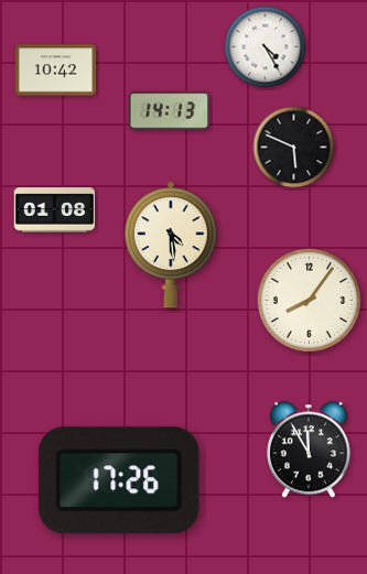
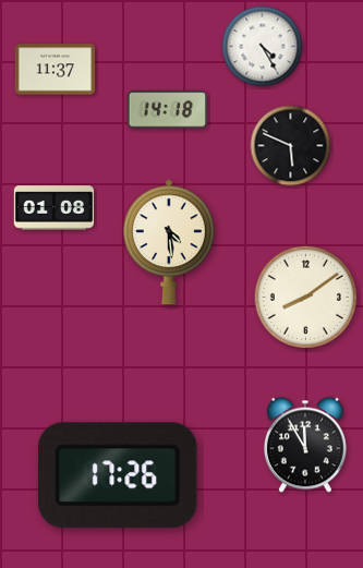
clock at (55, 71): 10:42 -> 11:37
clock at (169, 111): 14:13 -> 14:18
clock at (309, 300): 8:06 -> 8:09
